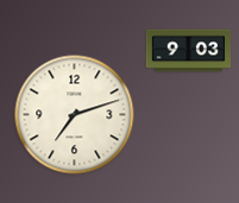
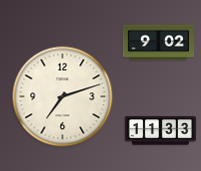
clock at (188, 51): 9:03 -> 9:02
clock at (161, 131): none -> 11:33
